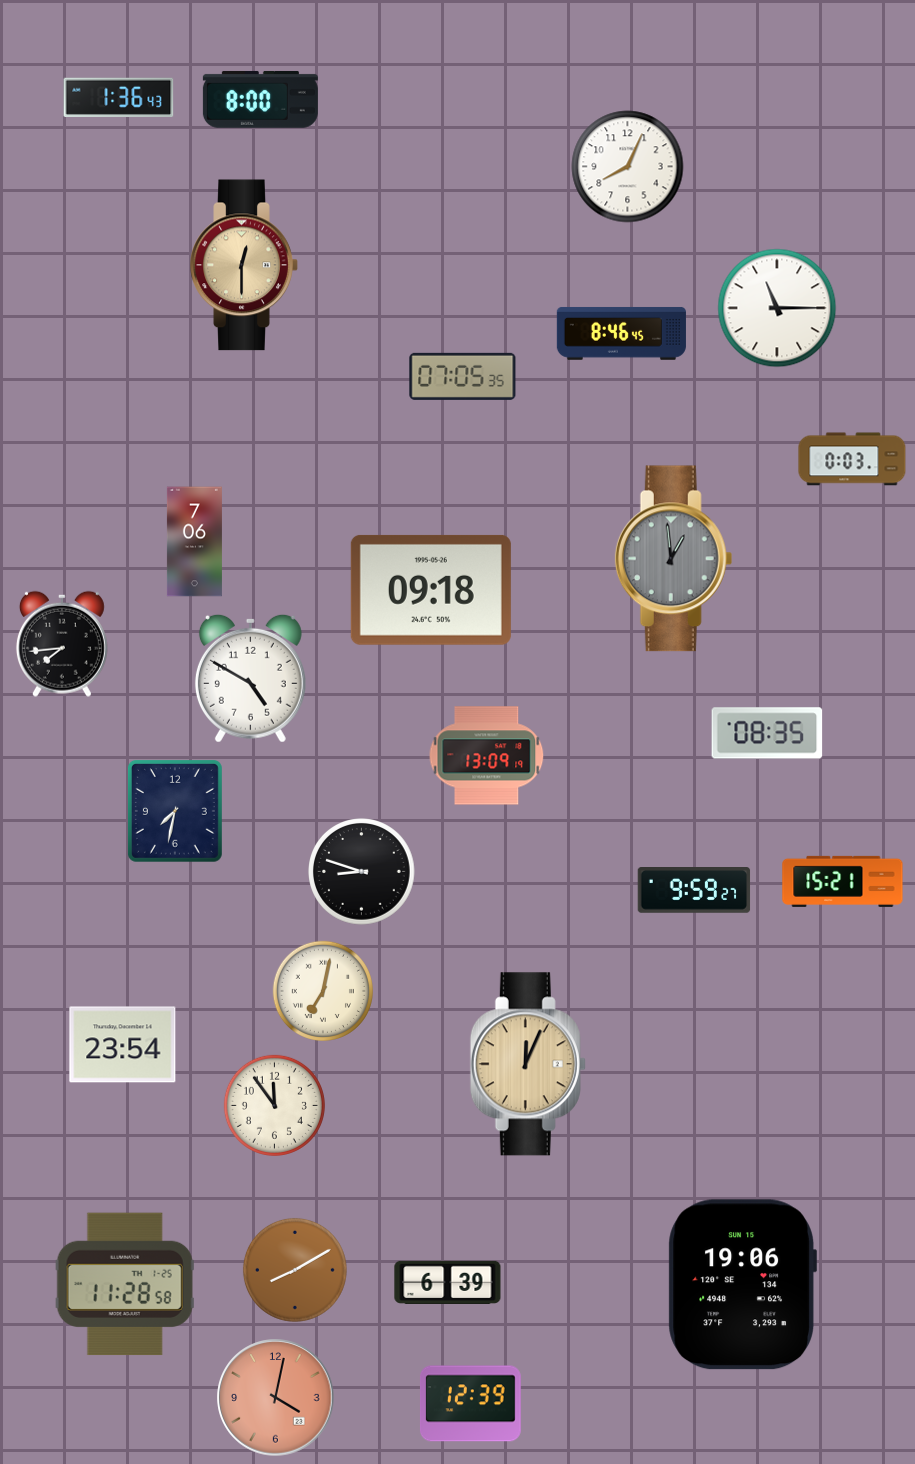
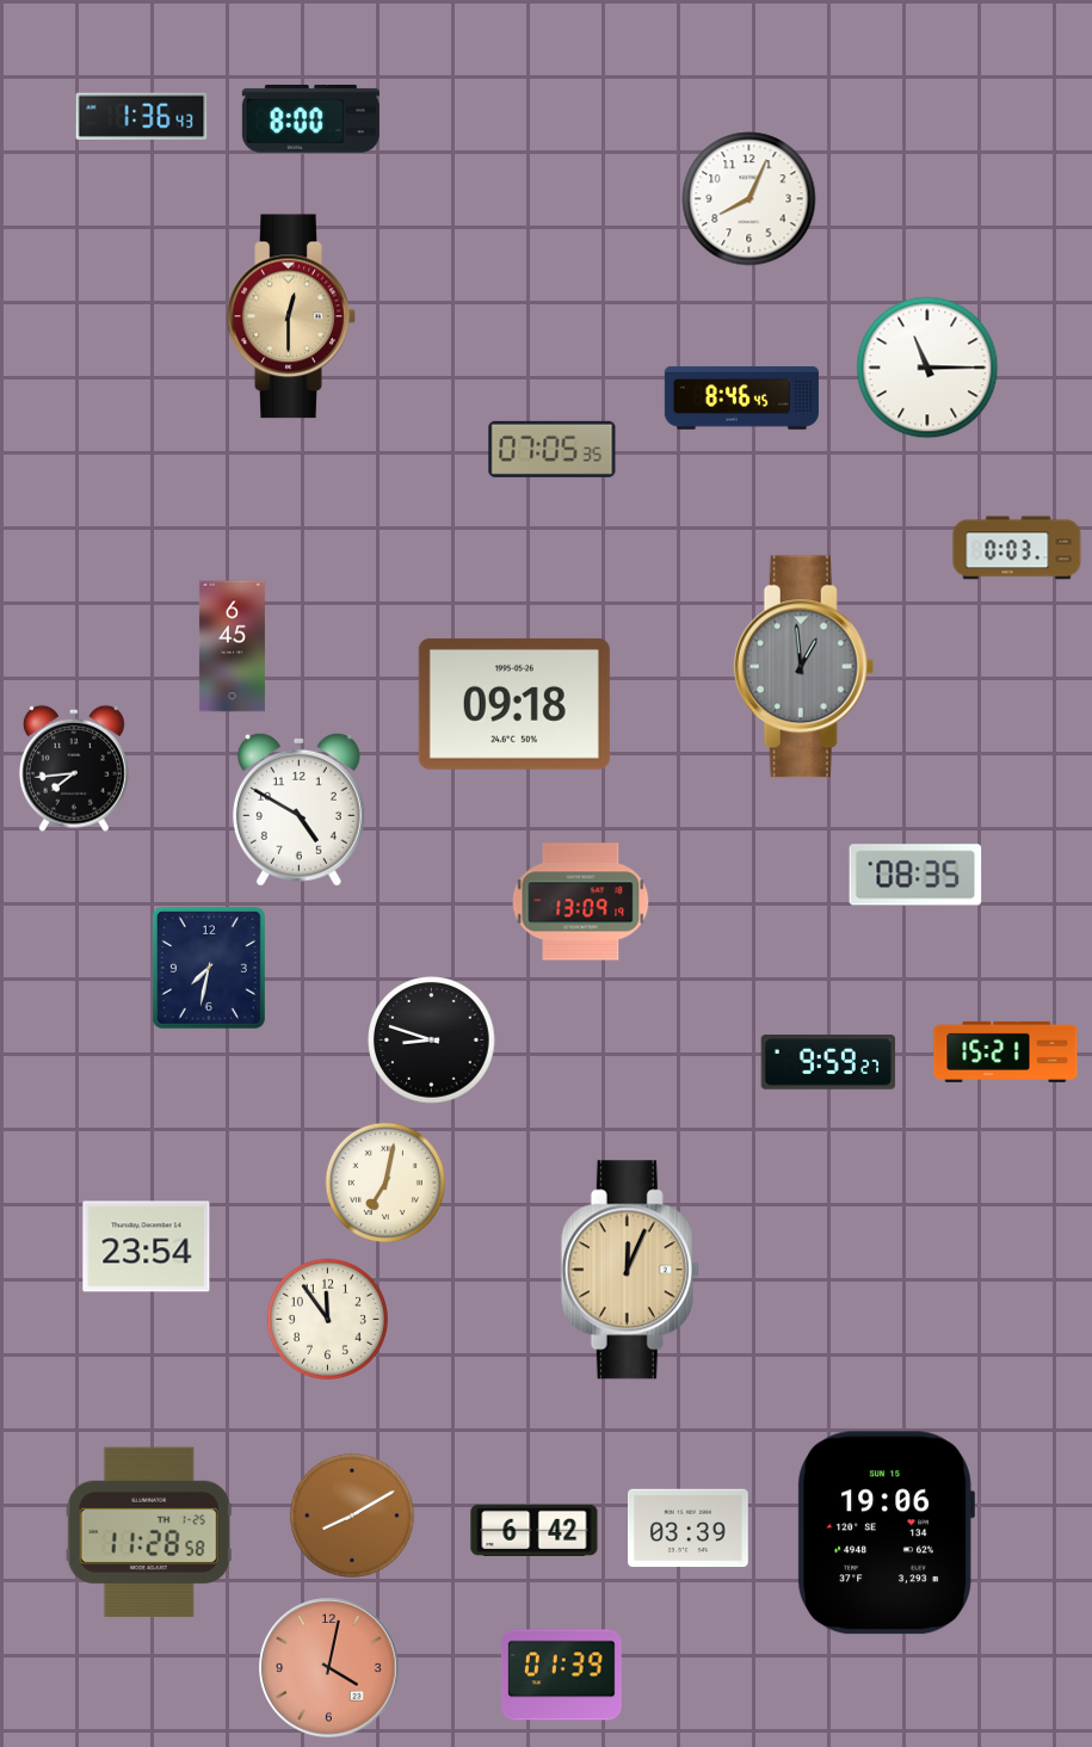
clock at (194, 542): 7:06 -> 6:45
clock at (689, 1529): none -> 03:39
clock at (448, 1282): 6:39 -> 6:42
clock at (470, 1404): 12:39 -> 01:39
